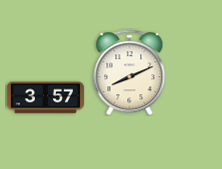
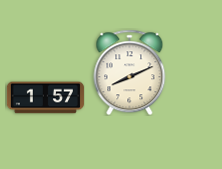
clock at (45, 98): 3:57 -> 1:57
